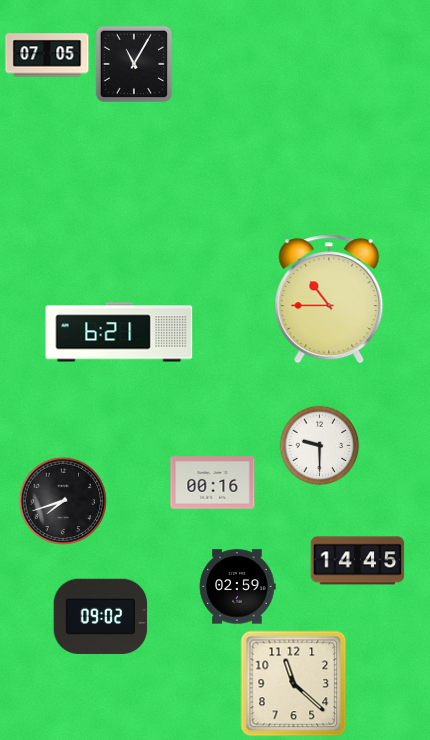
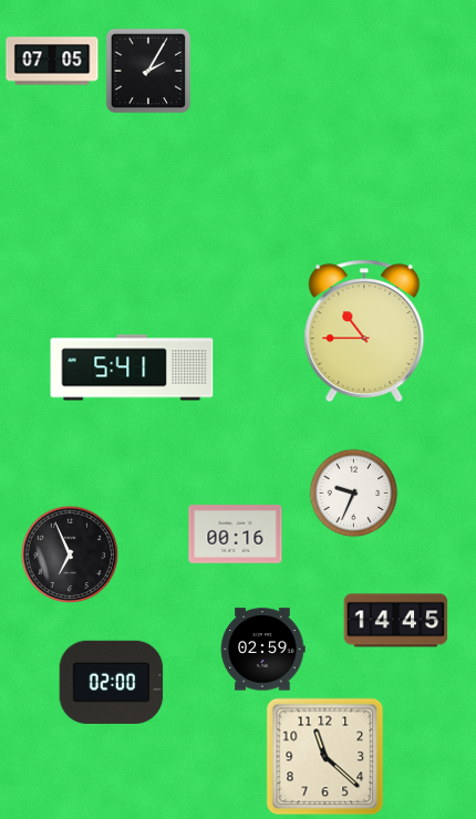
clock at (134, 64): 11:05 -> 2:05
clock at (119, 332): 6:21 -> 5:41
clock at (320, 446): 9:30 -> 9:34
clock at (63, 501): 7:42 -> 6:56
clock at (101, 616): 09:02 -> 02:00
